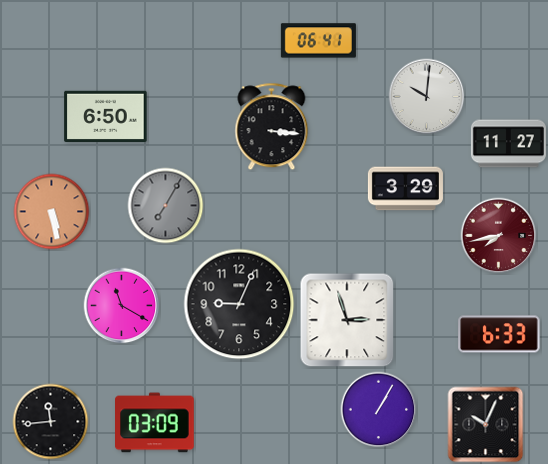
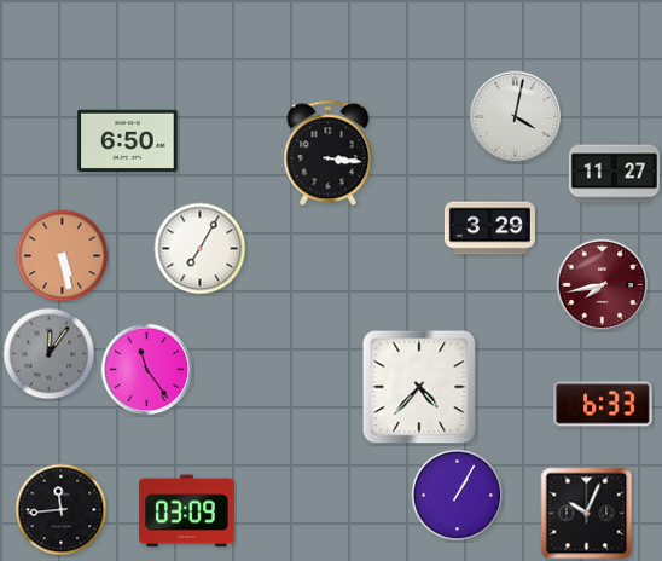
clock at (318, 41): 06:41 -> none
clock at (427, 97): 10:01 -> 4:02
clock at (166, 206) dial: grey -> white
clock at (50, 354): none -> 12:06
clock at (239, 304): 9:04 -> none
clock at (122, 306): 11:20 -> 11:24
clock at (347, 320): 2:57 -> 4:37
